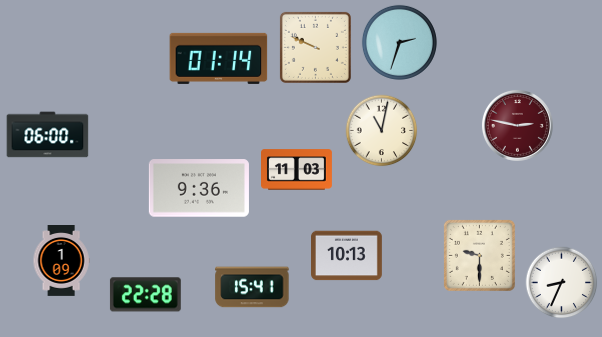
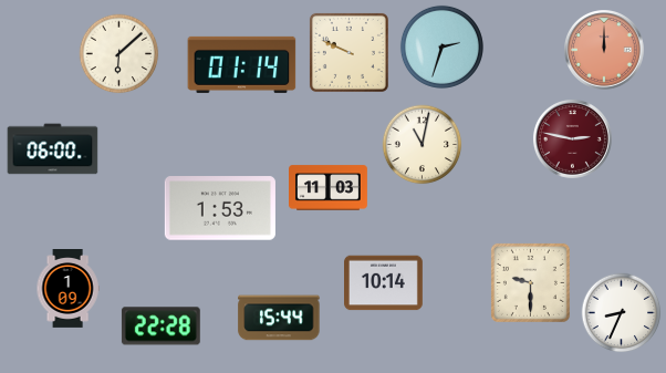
clock at (605, 51): none -> 12:00
clock at (119, 54): none -> 6:08
clock at (199, 188): 9:36 -> 1:53
clock at (347, 256): 10:13 -> 10:14
clock at (252, 287): 15:41 -> 15:44
